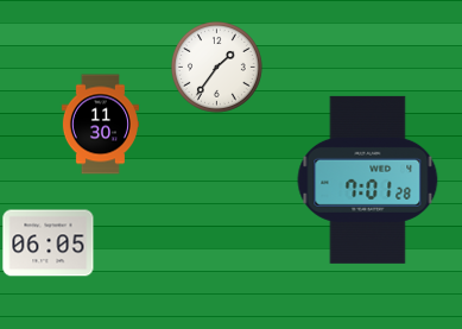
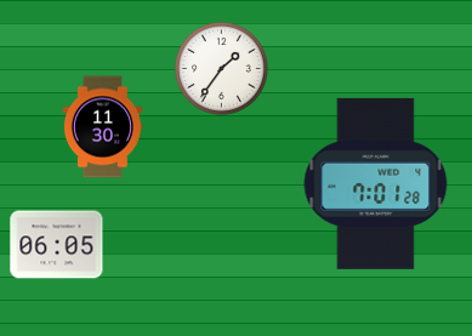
clock at (49, 243) position: (49, 243) -> (57, 245)
